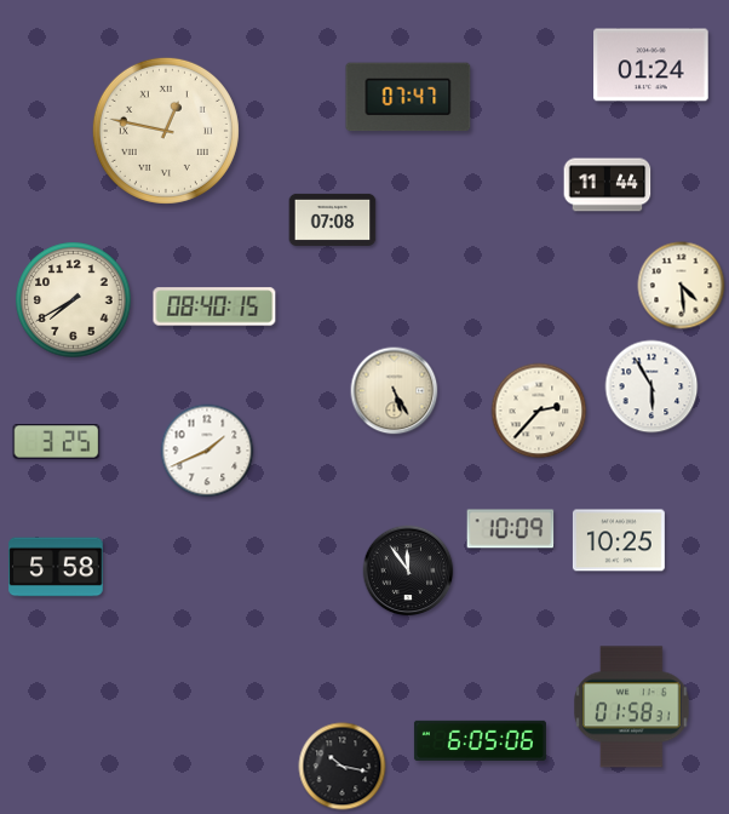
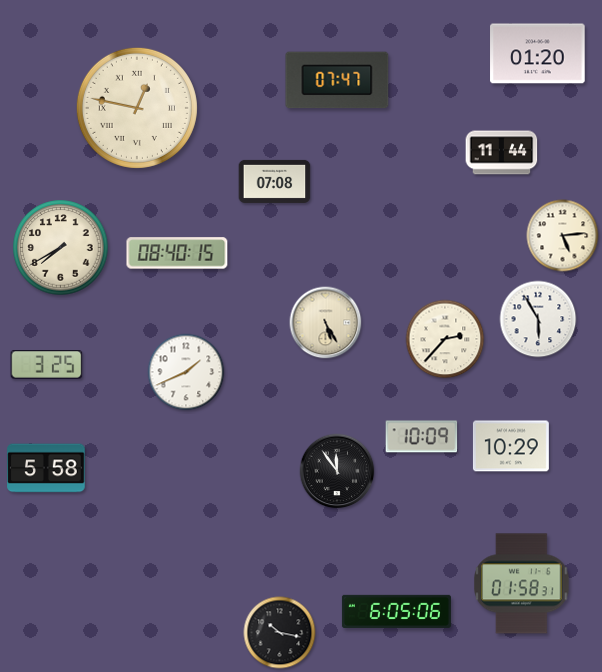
clock at (651, 65): 01:24 -> 01:20
clock at (682, 286): 4:29 -> 5:14
clock at (207, 451) position: (207, 451) -> (186, 372)
clock at (619, 540): 10:25 -> 10:29
clock at (343, 767) position: (343, 767) -> (280, 633)
